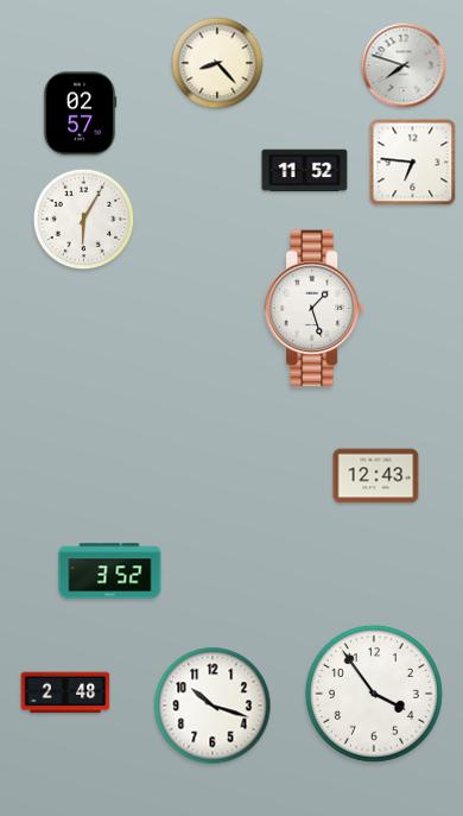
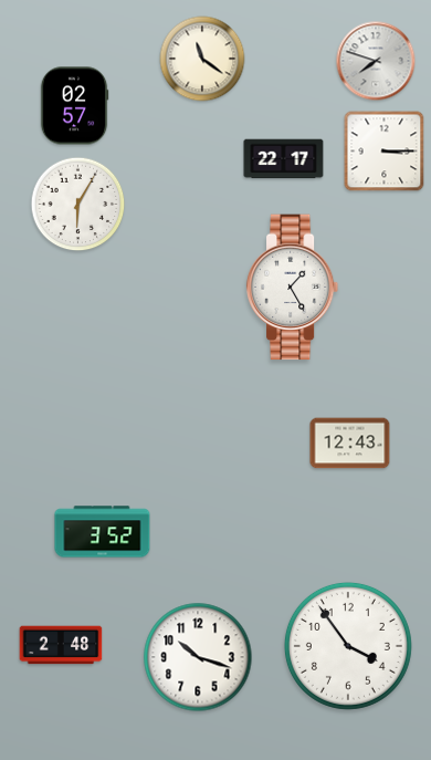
clock at (217, 63): 8:23 -> 11:21
clock at (413, 163): 6:46 -> 3:15
clock at (305, 171): 11:52 -> 22:17
clock at (315, 309): 1:27 -> 1:25
